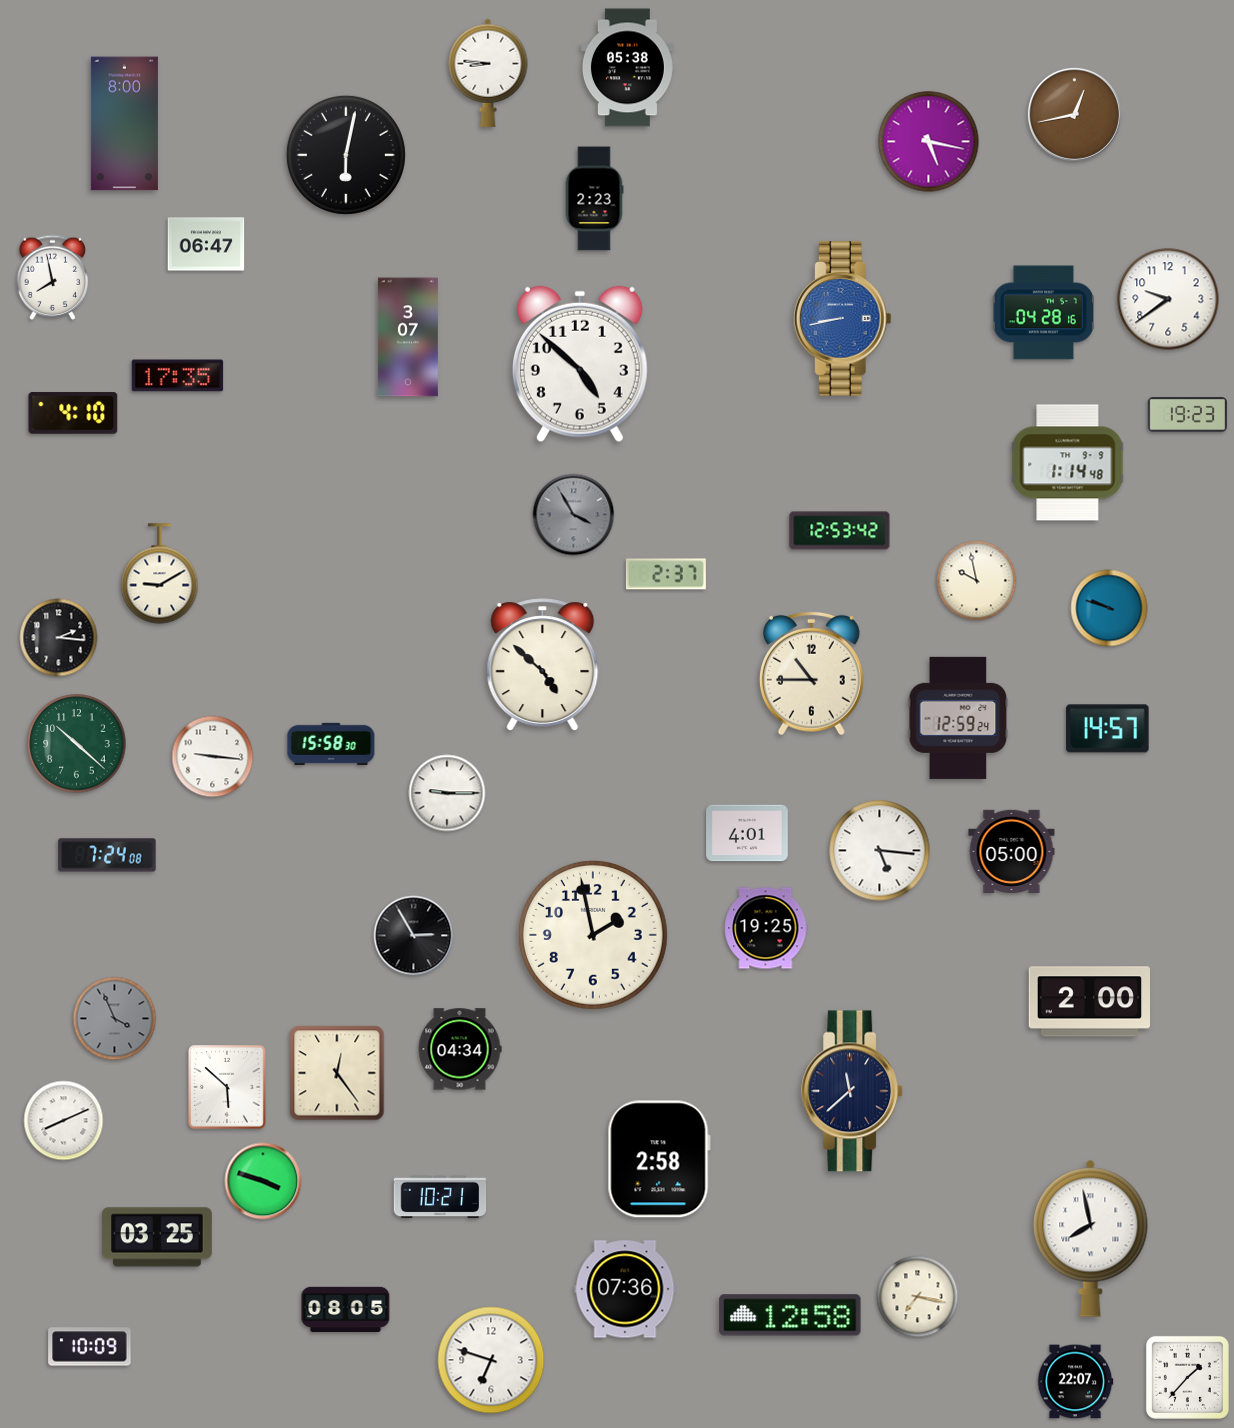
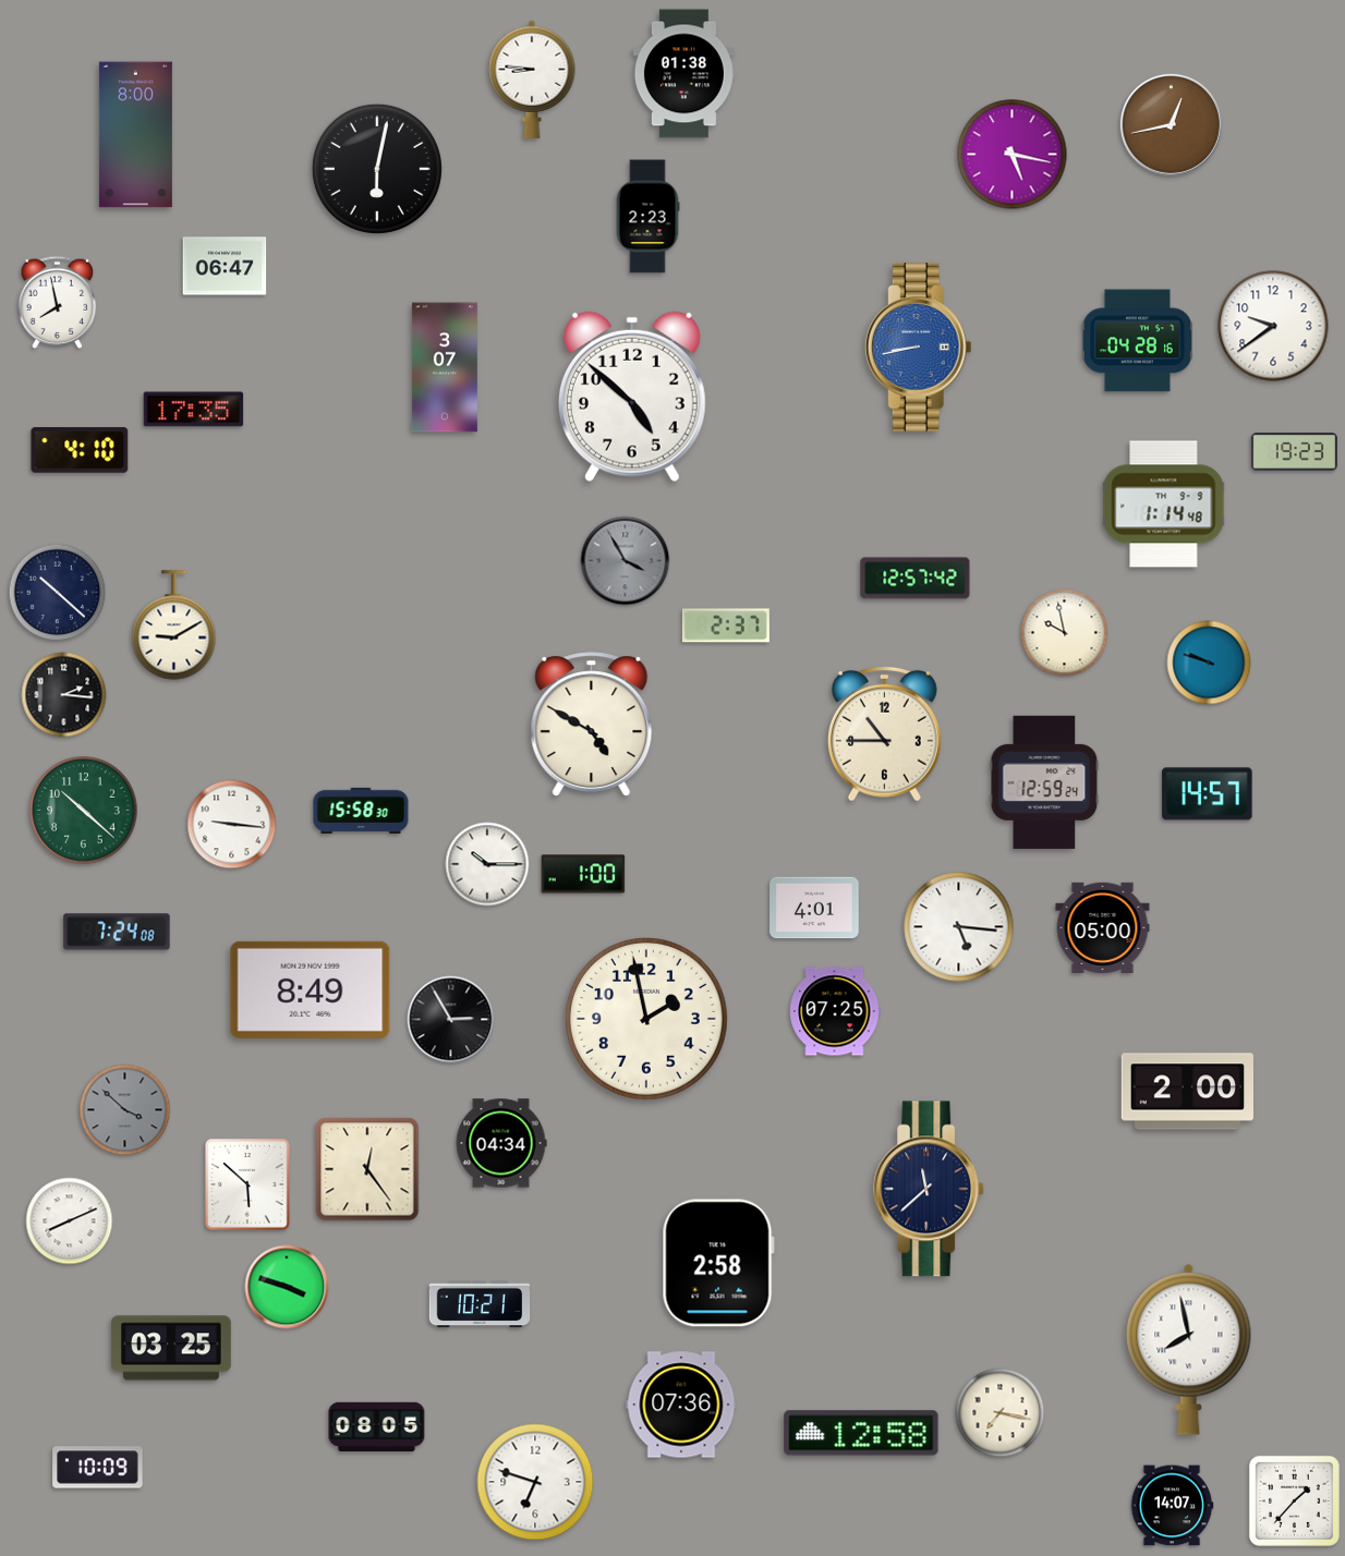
clock at (627, 68): 05:38 -> 01:38
clock at (840, 531): 12:53 -> 12:57
clock at (58, 593): none -> 10:22
clock at (543, 664): 4:52 -> 4:50
clock at (447, 793): 9:15 -> 10:15
clock at (583, 874): none -> 1:00
clock at (311, 989): none -> 8:49
clock at (766, 928): 19:25 -> 07:25
clock at (115, 1019): 3:56 -> 3:52
clock at (1075, 1382): 22:07 -> 14:07
